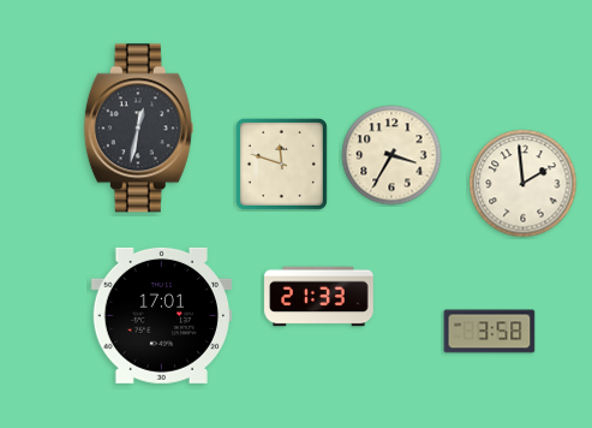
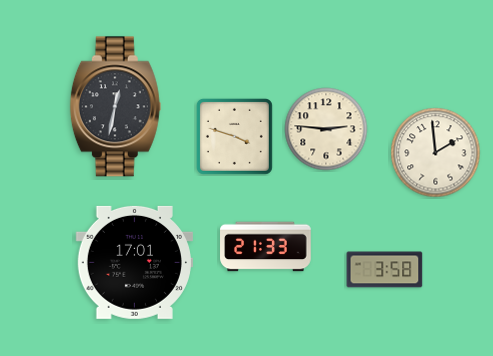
clock at (391, 155): 3:35 -> 2:46
clock at (281, 164): 11:48 -> 3:48
clock at (490, 332) position: (490, 332) -> (385, 270)
